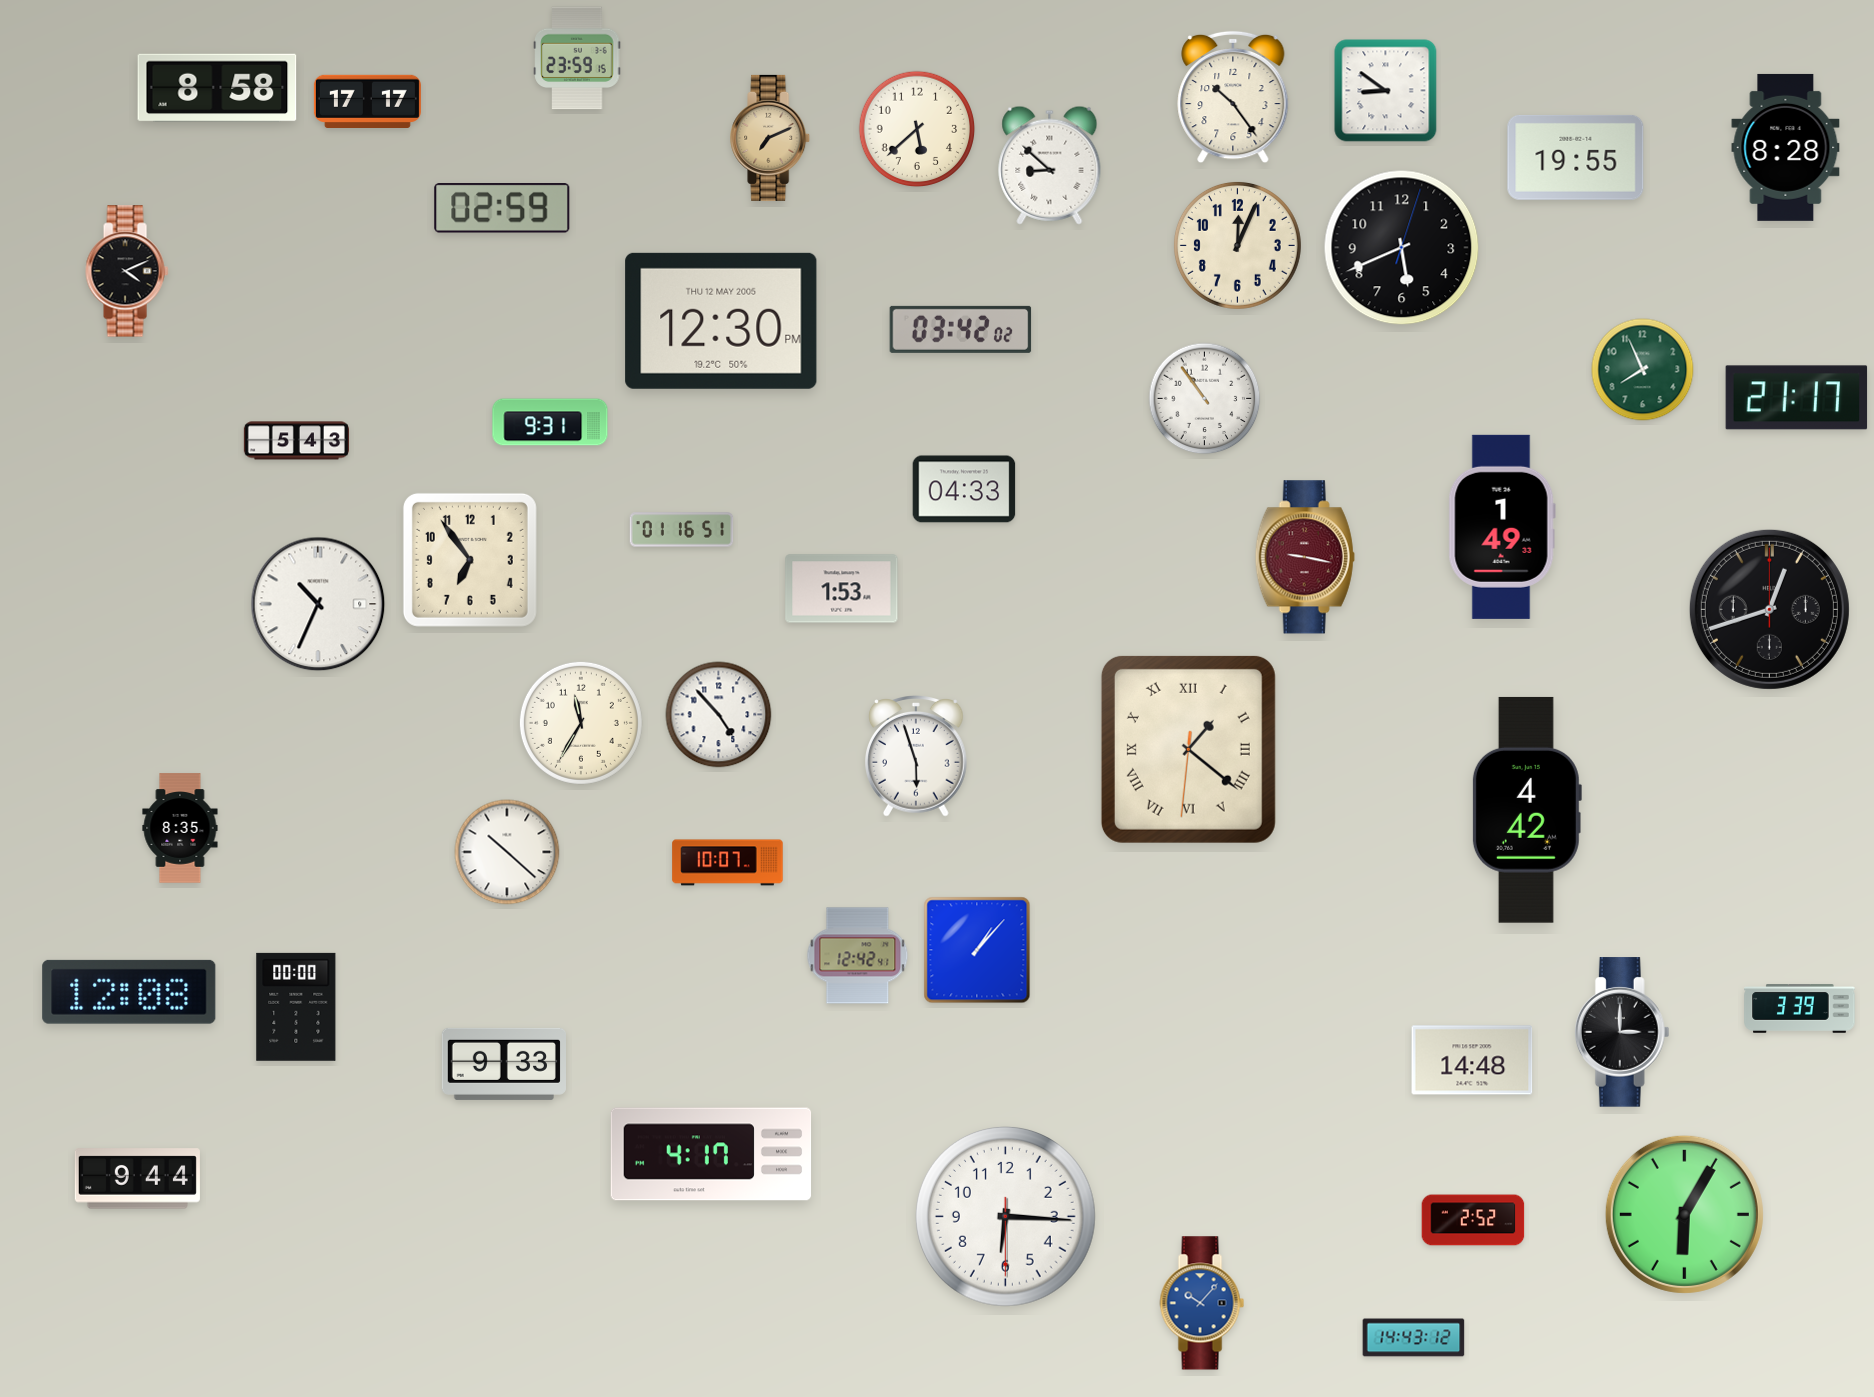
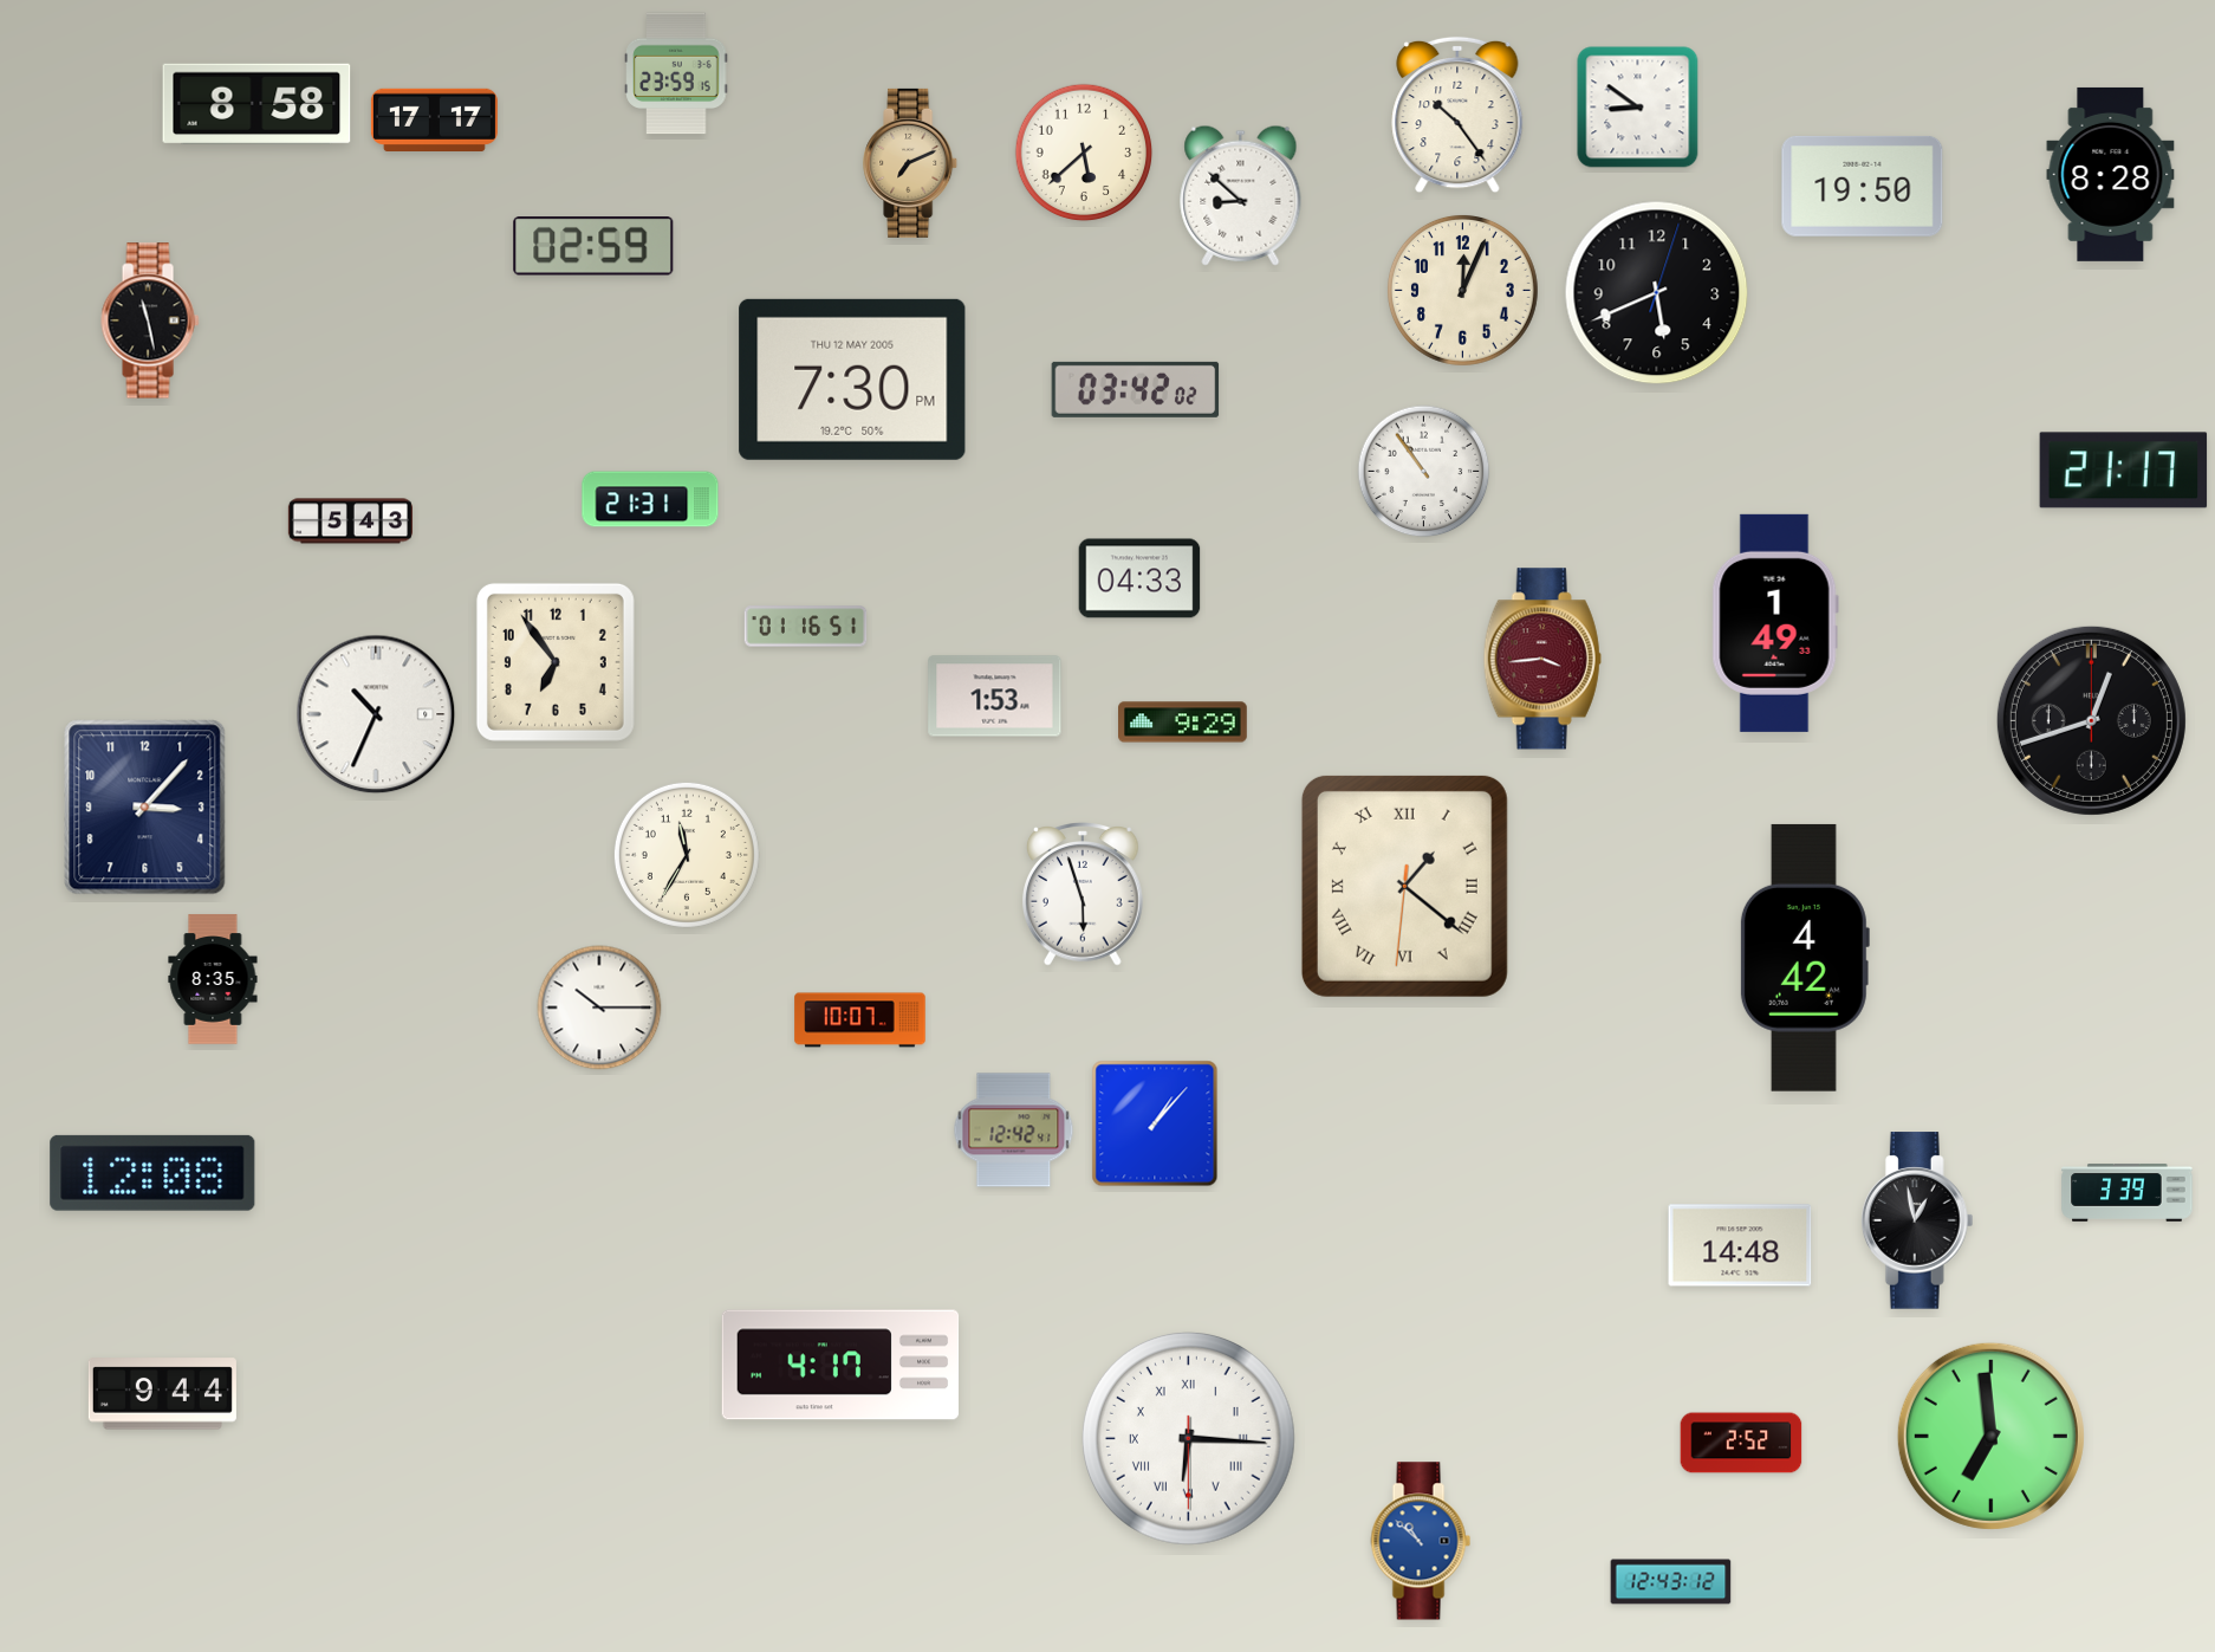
clock at (577, 58) position: (577, 58) -> (676, 73)
clock at (1576, 157): 19:55 -> 19:50
clock at (127, 271): 4:11 -> 11:28
clock at (721, 321): 12:30 -> 7:30
clock at (1643, 370): 7:56 -> none
clock at (550, 422): 9:31 -> 21:31
clock at (1305, 557): 9:17 -> 3:44
clock at (1183, 723): none -> 9:29
clock at (145, 808): none -> 3:07
clock at (719, 715): 4:53 -> none
clock at (507, 852): 10:22 -> 10:15
clock at (296, 1007): 00:00 -> none
clock at (1622, 1032): 3:00 -> 12:58
clock at (1472, 1060) position: (1472, 1060) -> (1740, 1245)
clock at (503, 1064): 9:33 -> none
clock at (1684, 1214): 6:05 -> 6:59
clock at (1005, 1216) numerals: Arabic -> Roman
clock at (1202, 1303): 10:07 -> 10:52
clock at (1414, 1338): 14:43 -> 12:43
